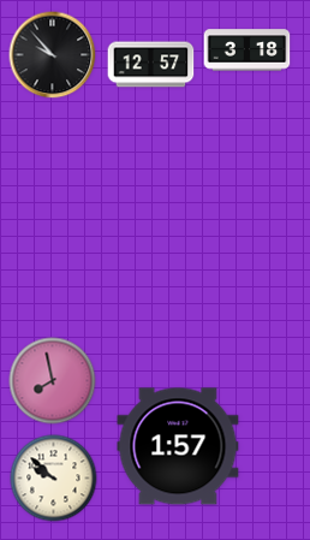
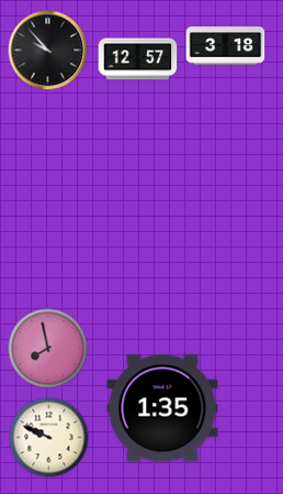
clock at (178, 446): 1:57 -> 1:35
clock at (54, 479): 9:52 -> 9:49
